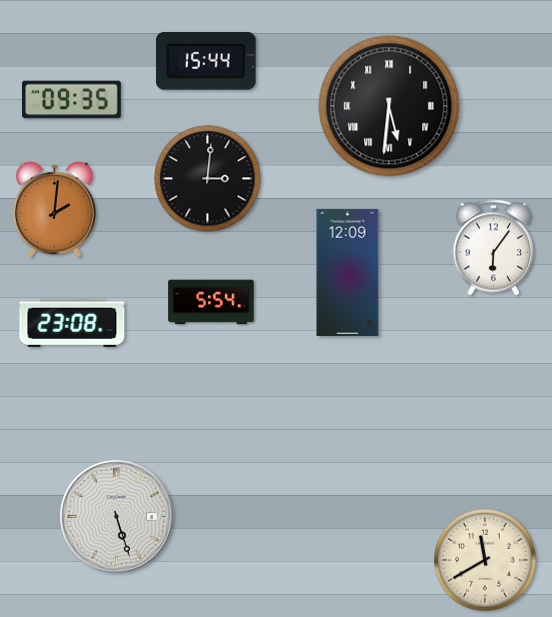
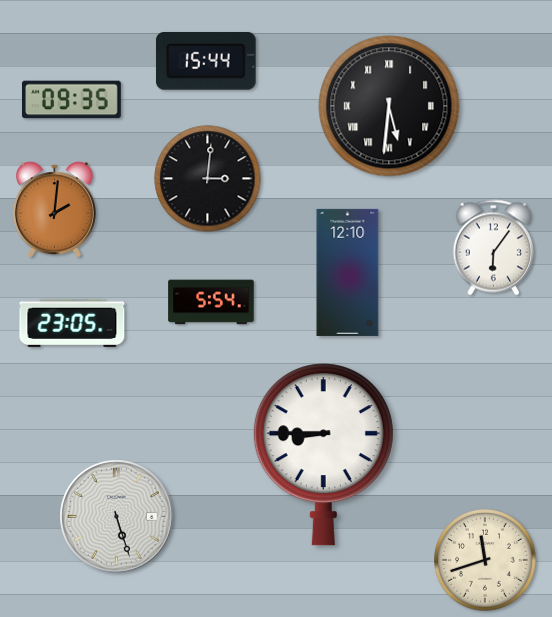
clock at (348, 272): 12:09 -> 12:10
clock at (72, 323): 23:08 -> 23:05
clock at (323, 455): none -> 8:45
clock at (486, 561): 11:40 -> 11:42
